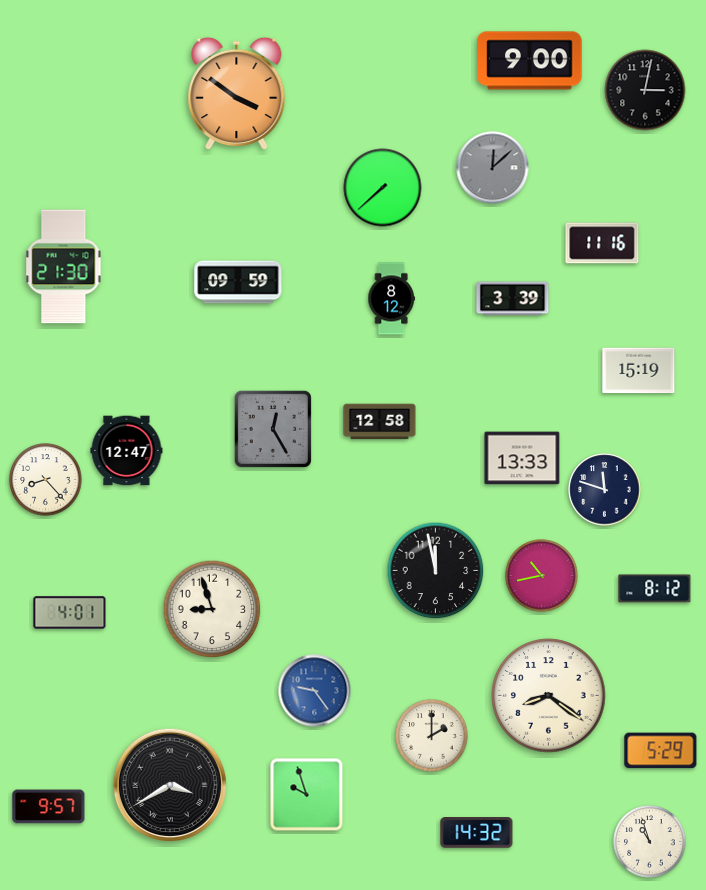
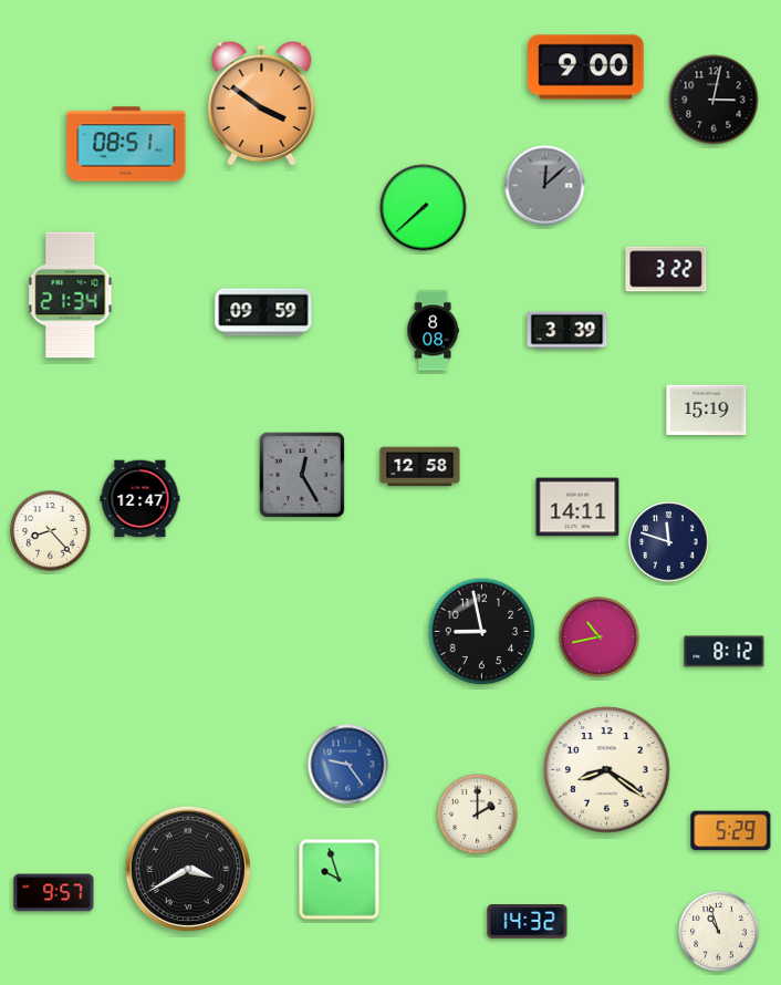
clock at (126, 144): none -> 08:51
clock at (602, 243): 11:16 -> 3:22
clock at (64, 267): 21:30 -> 21:34
clock at (391, 299): 8:12 -> 8:08
clock at (522, 458): 13:33 -> 14:11
clock at (436, 571): 11:58 -> 8:58
clock at (212, 609): 8:57 -> none
clock at (70, 613): 4:01 -> none
